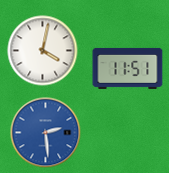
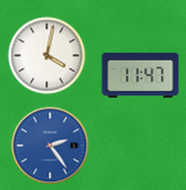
clock at (128, 68): 11:51 -> 11:47
clock at (46, 133): 2:29 -> 2:24
